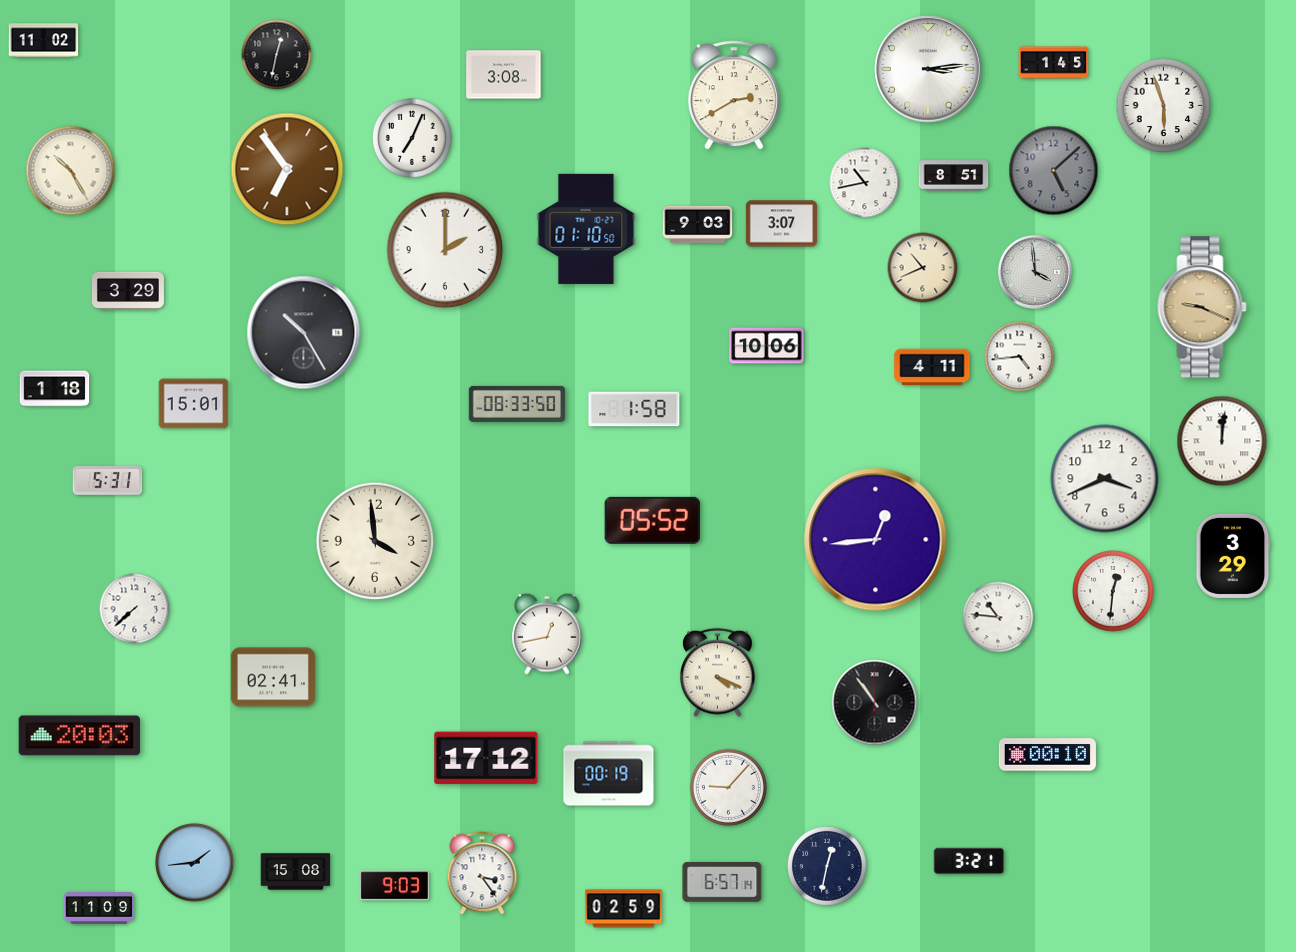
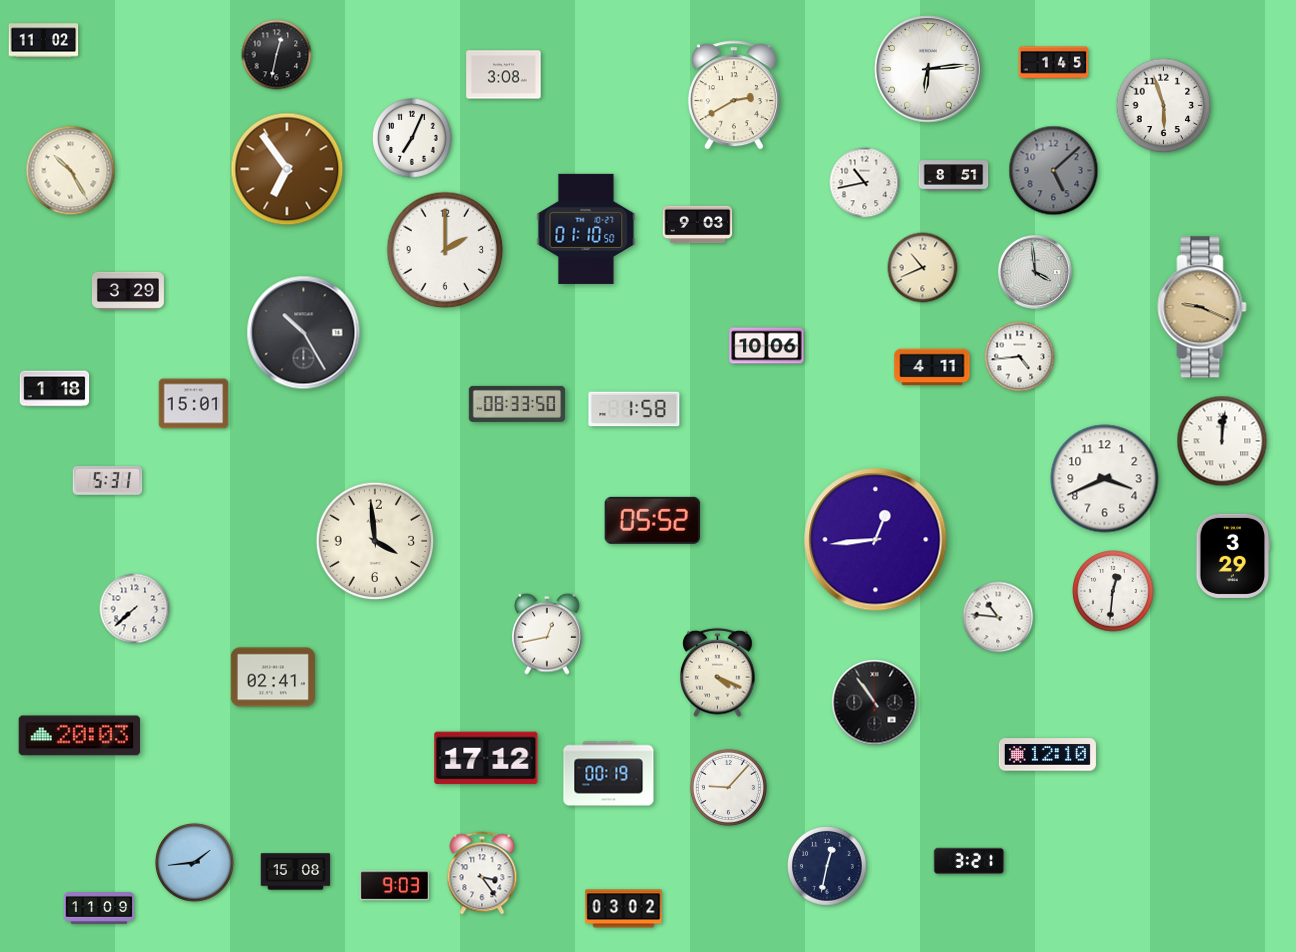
clock at (928, 69): 3:14 -> 6:14
clock at (781, 224): 3:07 -> none
clock at (1047, 755): 00:10 -> 12:10
clock at (722, 882): 6:57 -> none
clock at (624, 909): 02:59 -> 03:02
